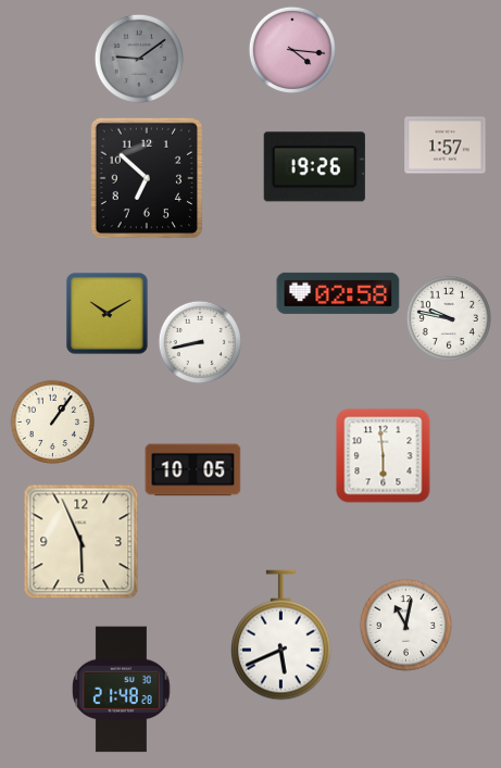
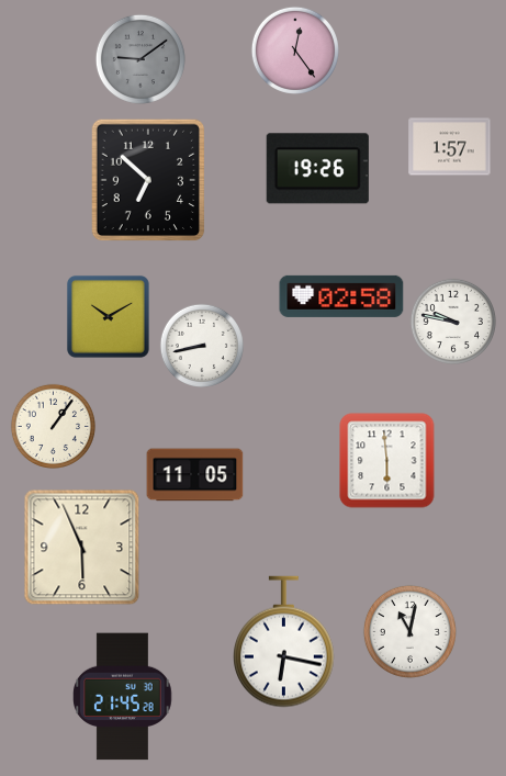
clock at (292, 50): 4:16 -> 12:24
clock at (193, 470): 10:05 -> 11:05
clock at (281, 635): 5:41 -> 6:17
clock at (122, 690): 21:48 -> 21:45
